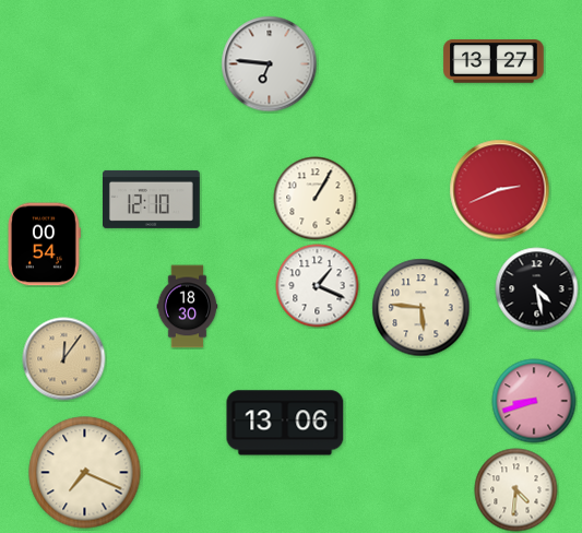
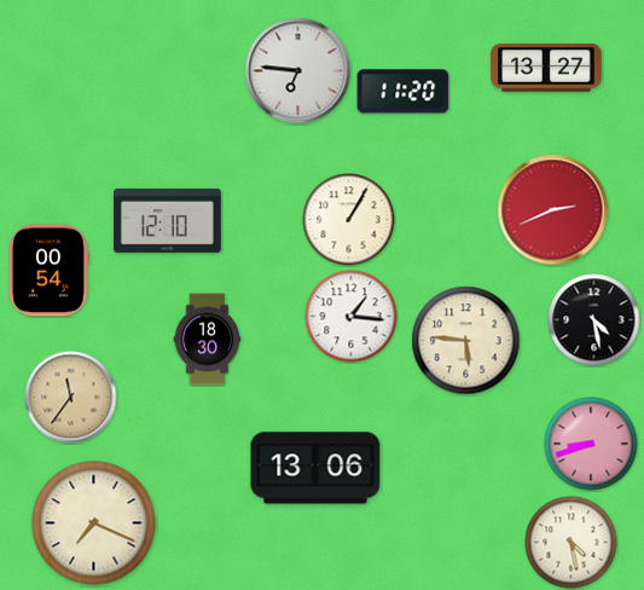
clock at (404, 92): none -> 11:20
clock at (318, 286): 1:19 -> 1:16
clock at (64, 359): 12:06 -> 11:36
clock at (516, 490): 4:31 -> 4:28
